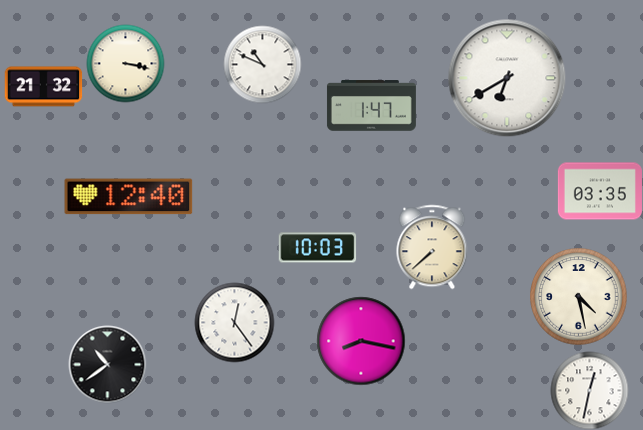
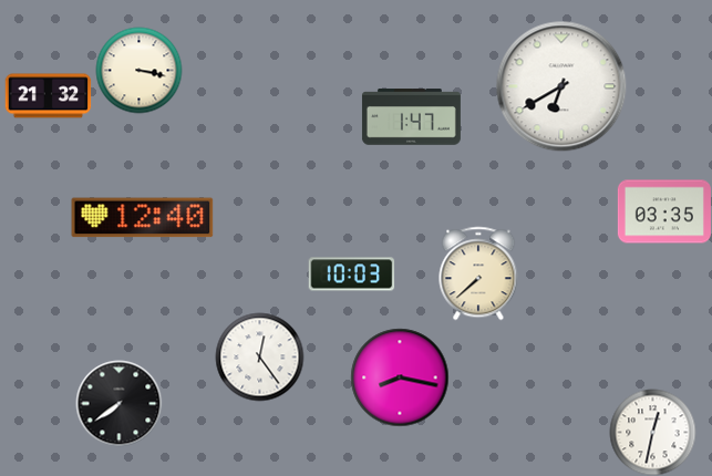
clock at (262, 64): 10:49 -> none
clock at (579, 297): 4:28 -> none
clock at (107, 364): 10:39 -> 7:39
